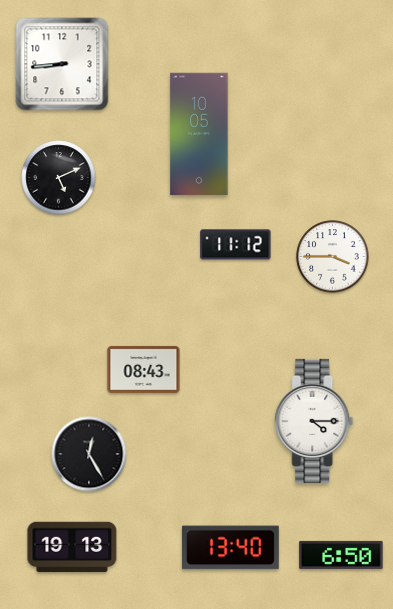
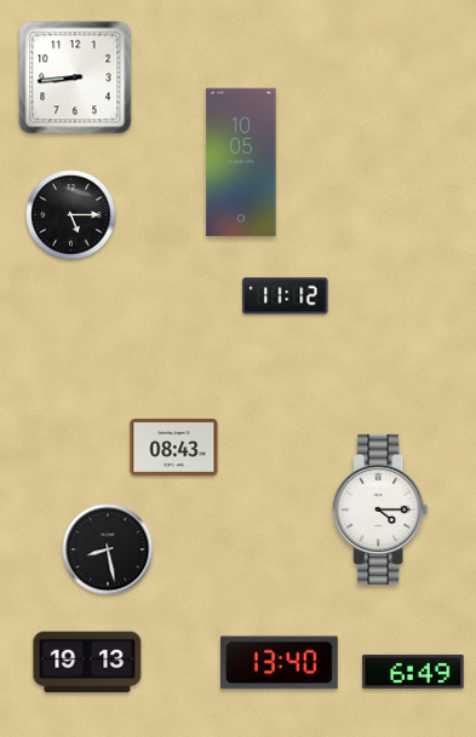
clock at (59, 178): 5:11 -> 5:15
clock at (333, 257): 3:45 -> none
clock at (89, 454): 12:25 -> 8:28
clock at (341, 555): 6:50 -> 6:49
